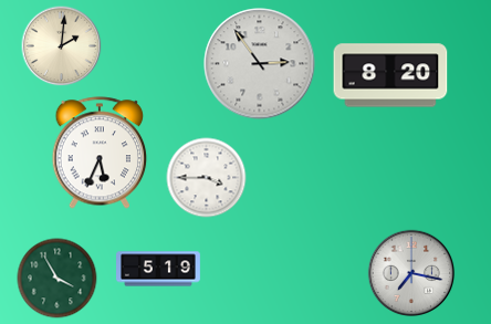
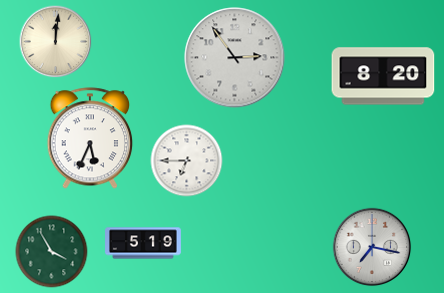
clock at (62, 46): 2:01 -> 12:01
clock at (390, 75) position: (390, 75) -> (383, 76)
clock at (207, 178): 3:45 -> 6:45
